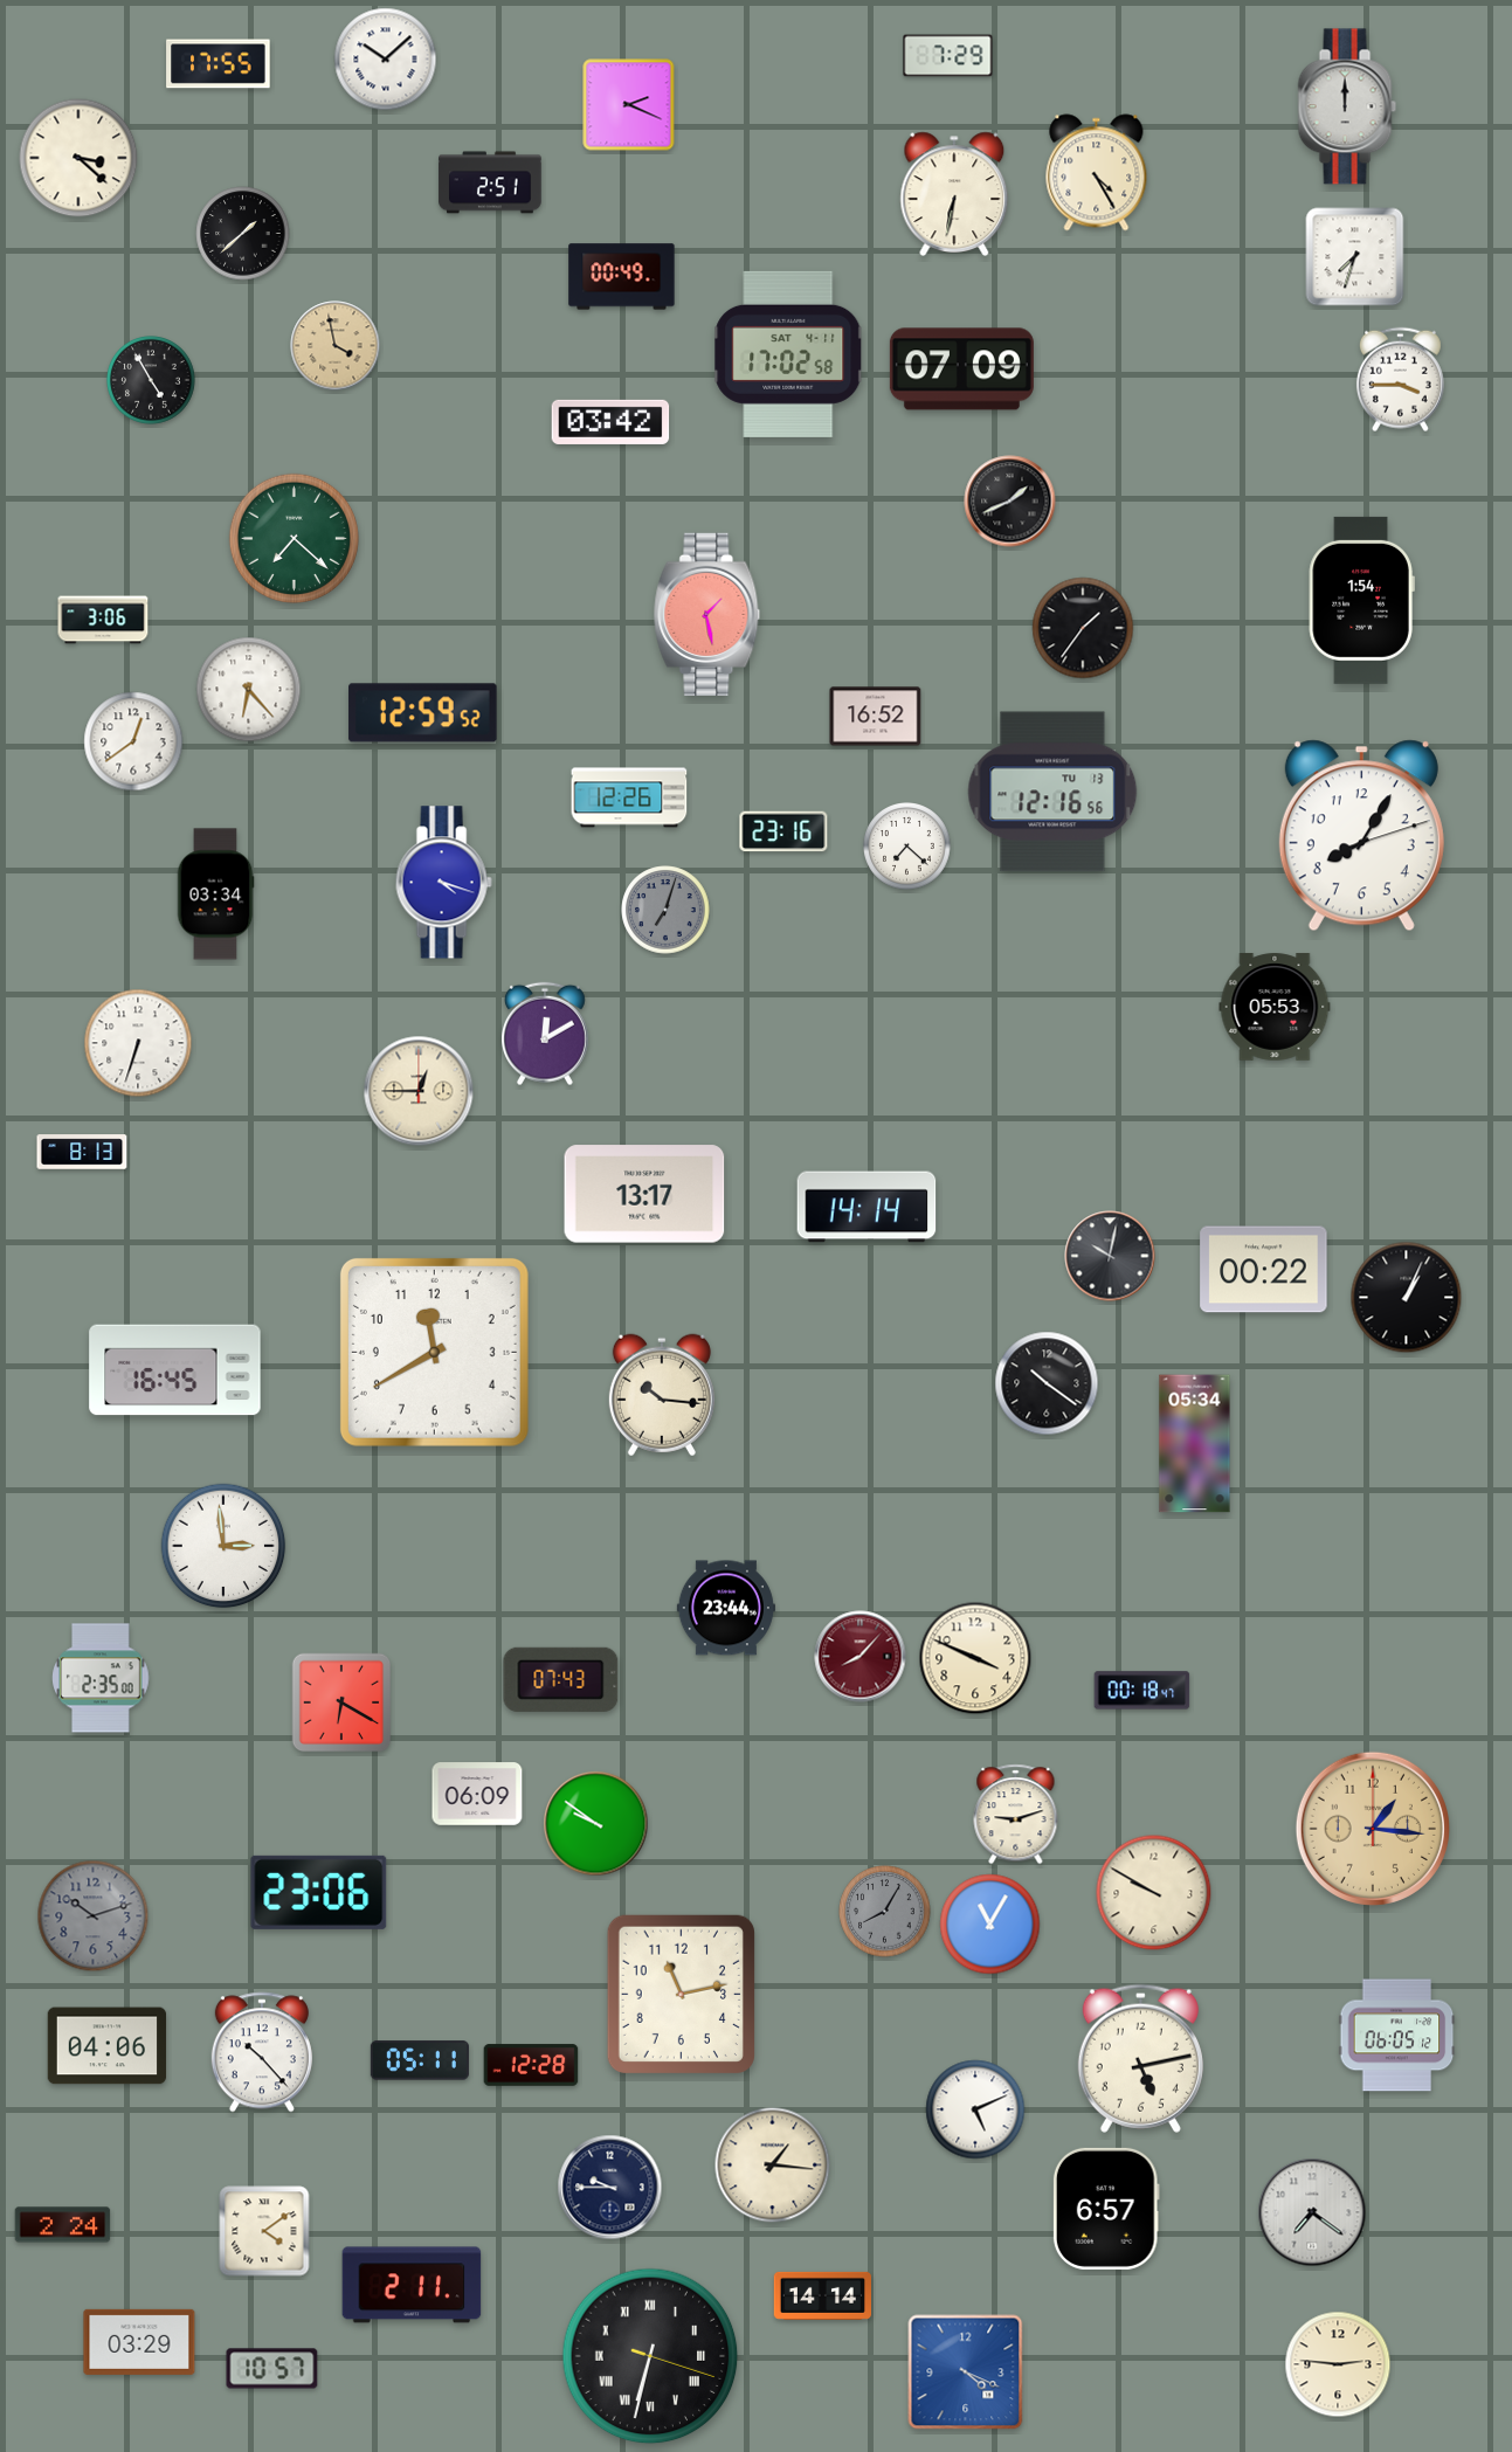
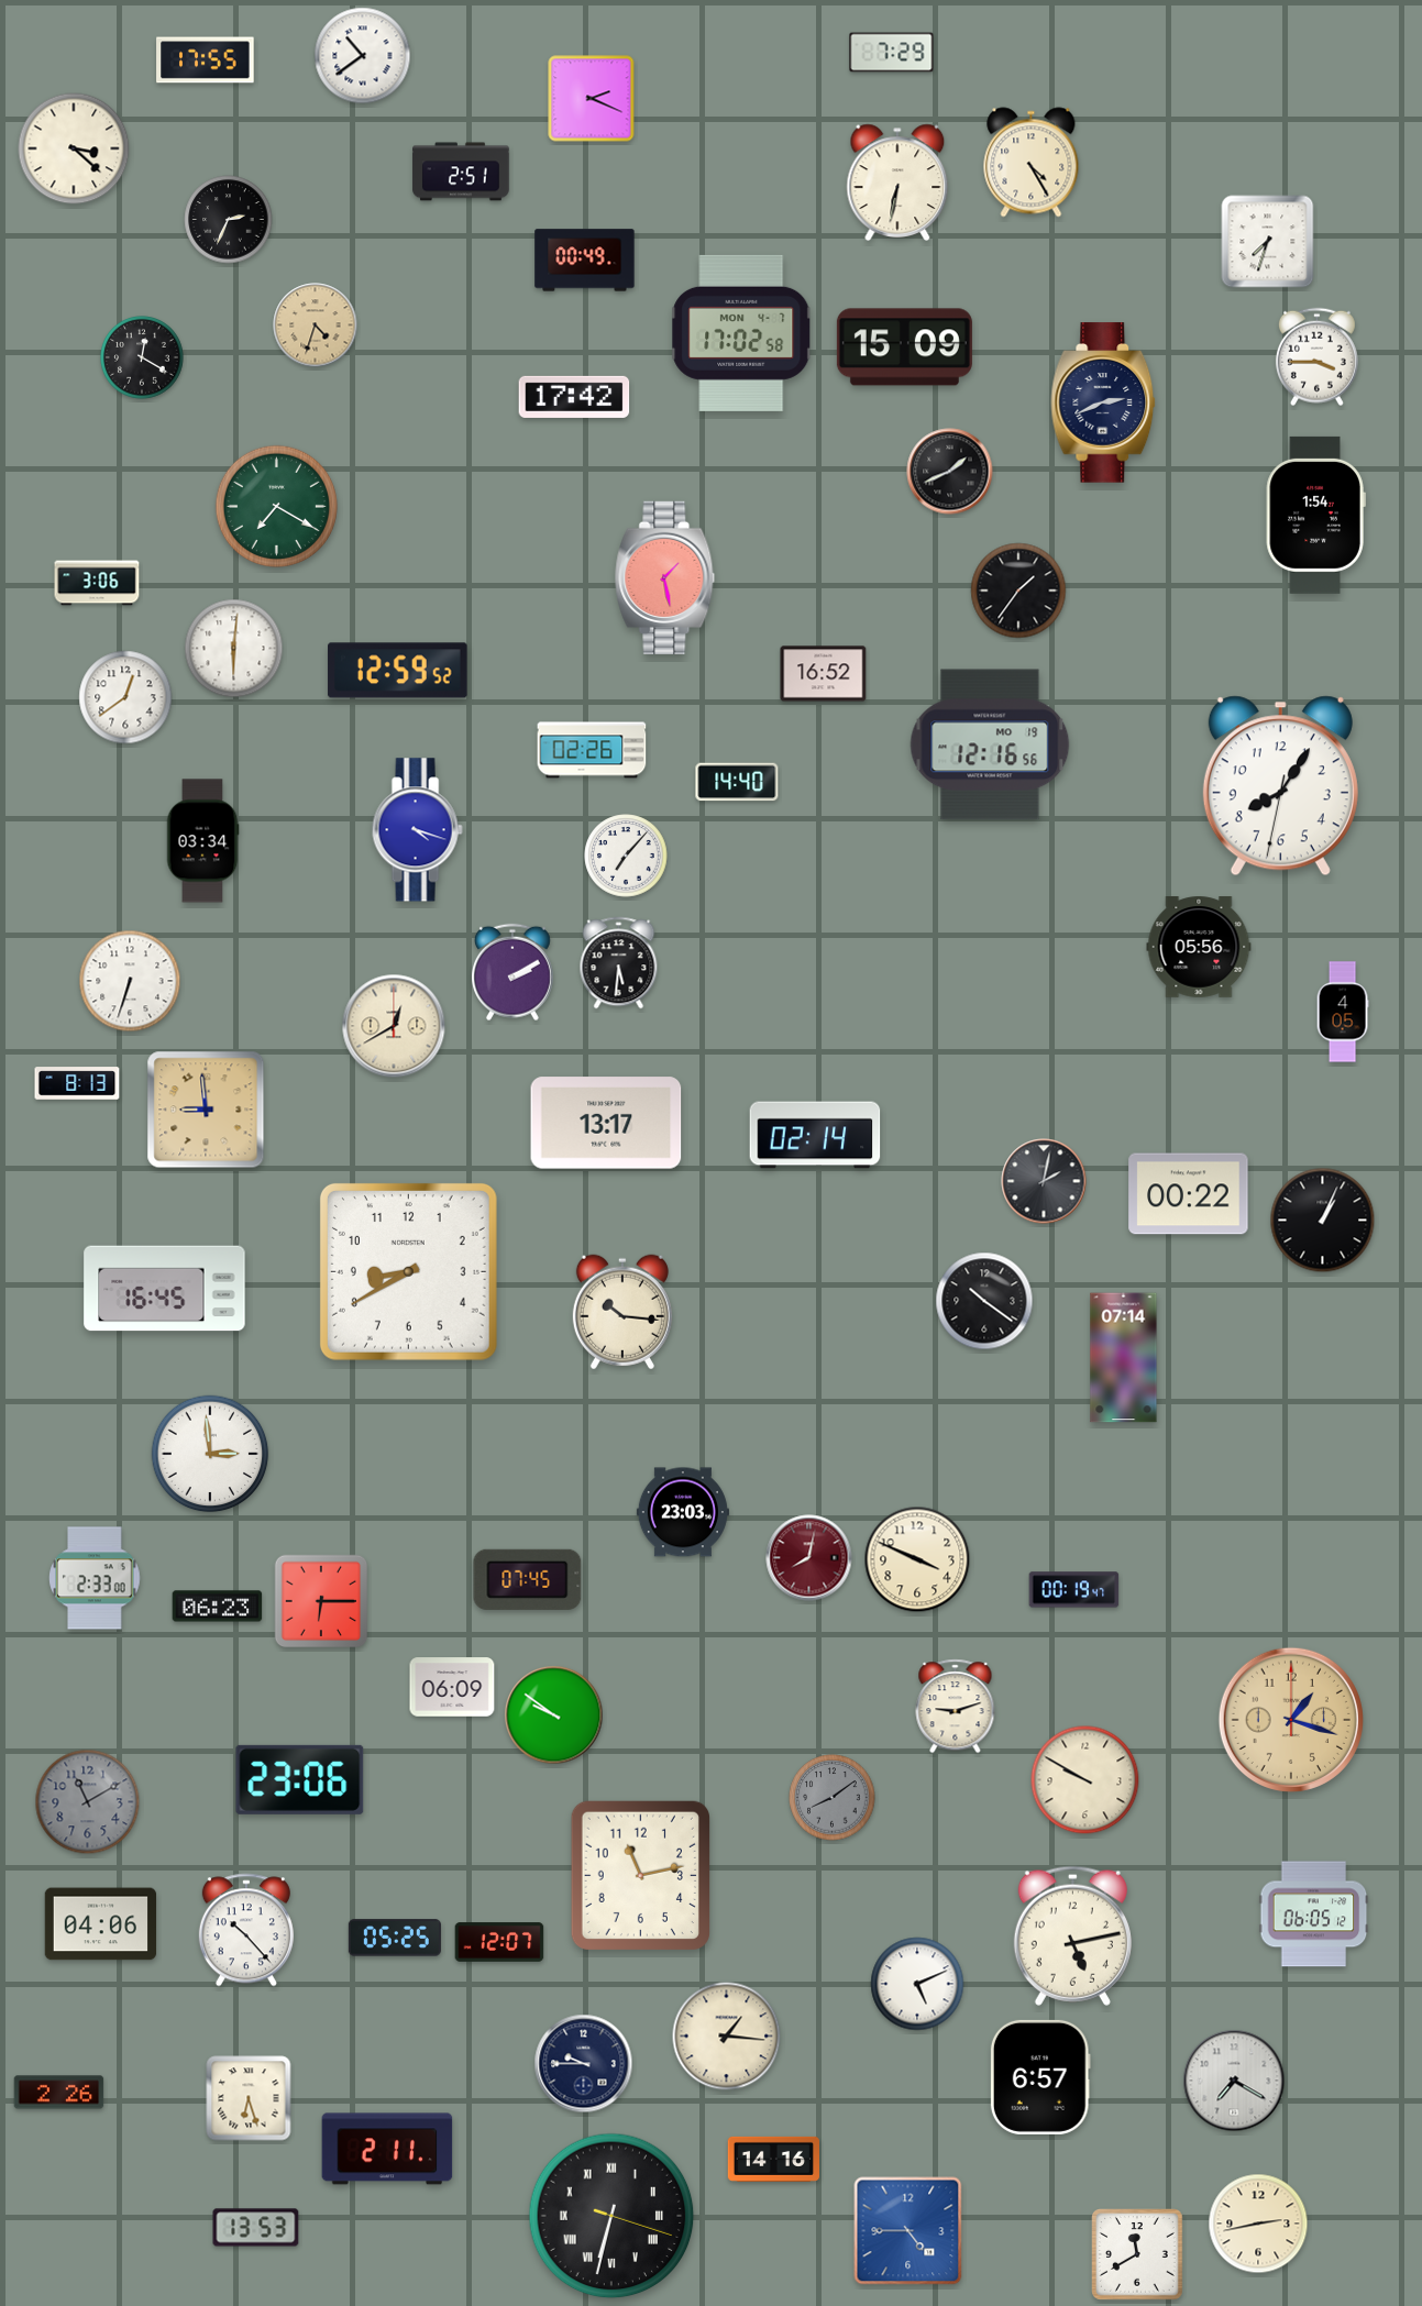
clock at (386, 60): 10:08 -> 10:39
clock at (1347, 106): 12:00 -> none
clock at (243, 234): 1:38 -> 2:34
clock at (1355, 257) position: (1355, 257) -> (1268, 242)
clock at (336, 346): 3:58 -> 4:33
clock at (788, 354) date: SAT 4-11 -> MON 4-7
clock at (961, 369): 07:09 -> 15:09
clock at (151, 380): 4:55 -> 12:20
clock at (610, 422): 03:42 -> 17:42
clock at (1103, 402): none -> 2:41
clock at (294, 538): 7:22 -> 7:20
clock at (1361, 600) position: (1361, 600) -> (1315, 515)
clock at (249, 690): 6:23 -> 6:01
clock at (1052, 792) date: TU 13 -> MO 19
clock at (629, 797): 12:26 -> 02:26
clock at (783, 831): 23:16 -> 14:40
clock at (1361, 836): 8:05:12 -> 8:05:32
clock at (907, 847): 7:22 -> none
clock at (665, 910): 7:03 -> 7:07
clock at (665, 910) dial: grey -> white
clock at (1275, 1007): 05:53 -> 05:56
clock at (619, 963): none -> 5:31
clock at (545, 1034): 12:10 -> 2:10
clock at (1343, 1012): none -> 4:05
clock at (419, 1091): 12:45 -> 12:40
clock at (206, 1110): none -> 8:59
clock at (867, 1207): 14:14 -> 02:14
clock at (1110, 1256): 10:02 -> 2:02
clock at (434, 1352): 11:40 -> 8:40
clock at (1195, 1444): 05:34 -> 07:14
clock at (726, 1608): 23:44 -> 23:03
clock at (861, 1657): 8:07 -> 8:02
clock at (101, 1678): 2:35 -> 2:33
clock at (561, 1679): 07:43 -> 07:45
clock at (1142, 1691): 00:18 -> 00:19
clock at (341, 1702): 6:20 -> 6:15
clock at (218, 1607): none -> 06:23
clock at (477, 1794) position: (477, 1794) -> (452, 1687)
clock at (596, 1824) position: (596, 1824) -> (554, 1715)
clock at (1373, 1829): 1:16 -> 1:18
clock at (885, 1912): 8:05 -> 8:09
clock at (94, 1916): 10:12 -> 11:10
clock at (990, 1925): 11:05 -> none
clock at (420, 2060): 05:11 -> 05:25
clock at (531, 2065): 12:28 -> 12:07
clock at (610, 2188) position: (610, 2188) -> (584, 2064)
clock at (1312, 2212): 7:21 -> 7:20
clock at (63, 2225): 2:24 -> 2:26
clock at (264, 2231): 4:09 -> 6:27
clock at (822, 2295): 14:14 -> 14:16
clock at (139, 2342): 03:29 -> none
clock at (1338, 2364): 2:46 -> 2:43
clock at (272, 2369): 10:57 -> 13:53
clock at (966, 2372): 4:19 -> 4:45
clock at (1138, 2255): none -> 11:40
